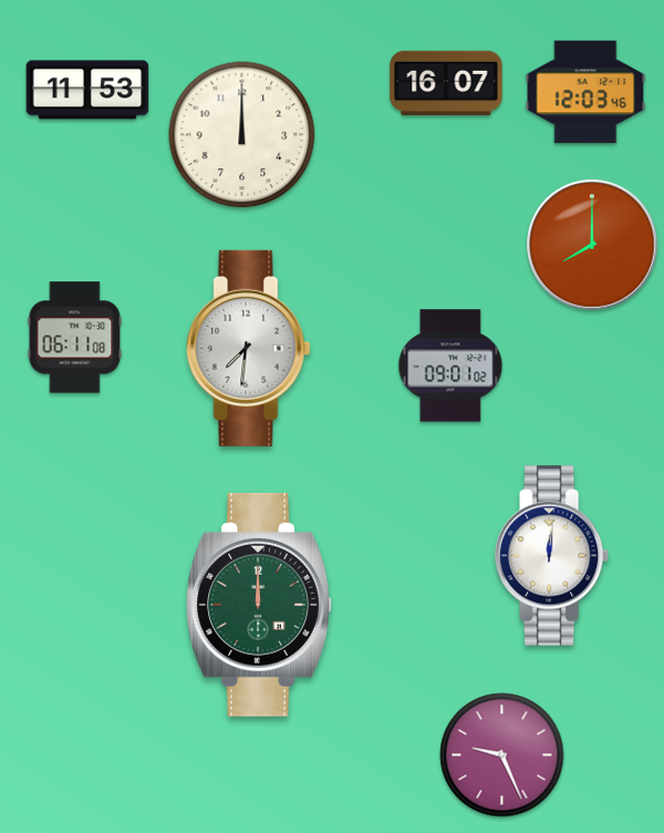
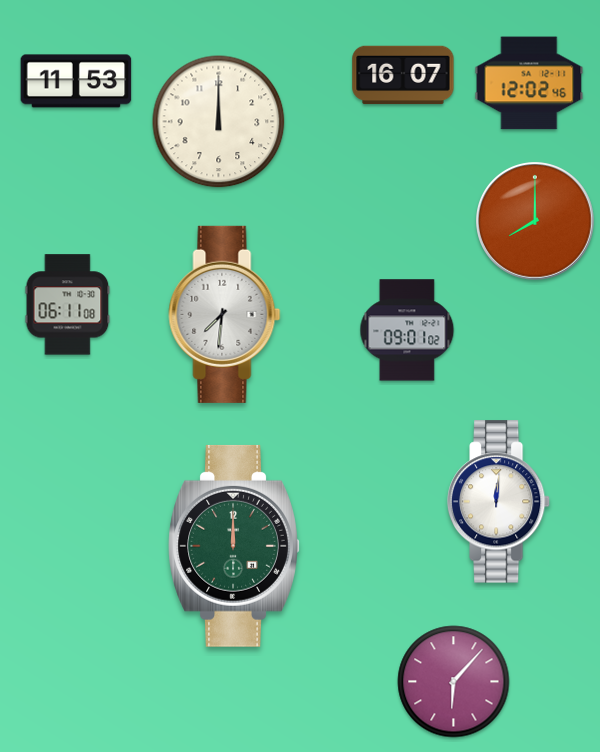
clock at (87, 90) position: (87, 90) -> (76, 81)
clock at (585, 92): 12:03 -> 12:02
clock at (502, 755): 9:26 -> 6:07
